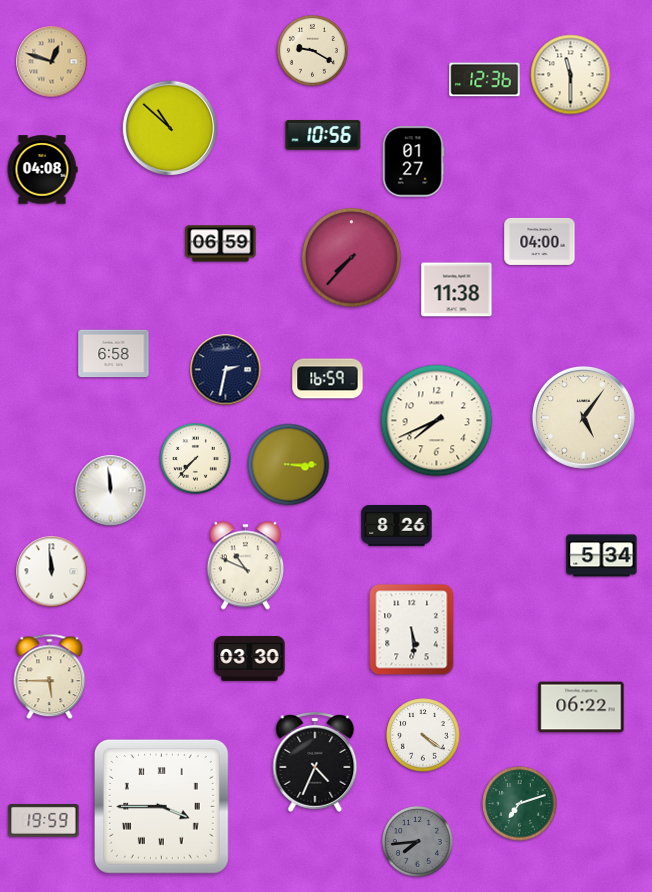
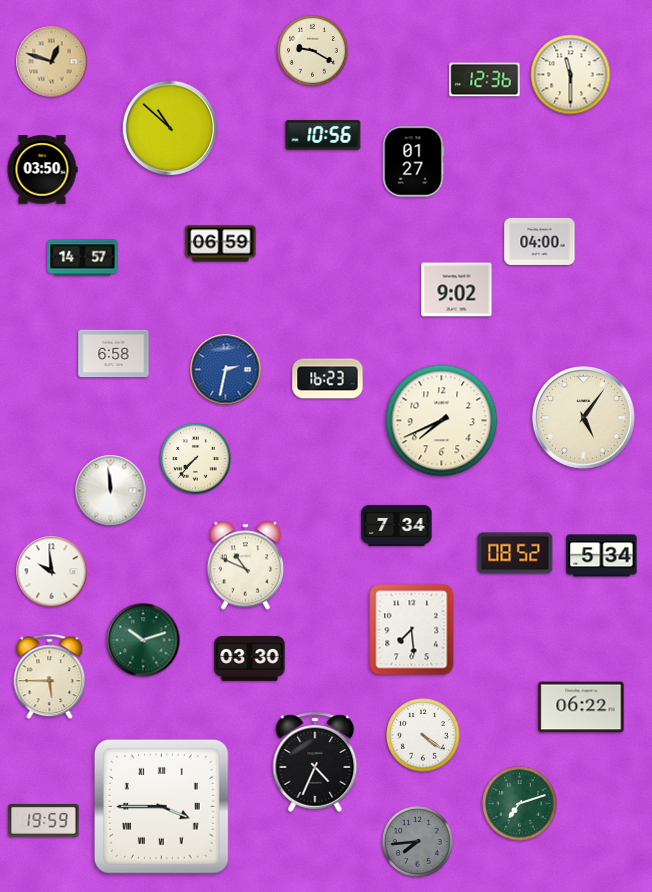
clock at (42, 170): 04:08 -> 03:50
clock at (83, 258): none -> 14:57
clock at (352, 258): 7:37 -> none
clock at (457, 290): 11:38 -> 9:02
clock at (226, 370) dial: navy -> blue
clock at (328, 379): 16:59 -> 16:23
clock at (437, 421) position: (437, 421) -> (442, 421)
clock at (289, 465): 3:15 -> none
clock at (397, 525): 8:26 -> 7:34
clock at (515, 553): none -> 08:52
clock at (52, 572): 11:59 -> 9:59
clock at (412, 630): 5:29 -> 7:29
clock at (143, 640): none -> 10:12
